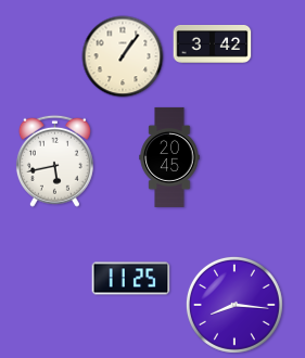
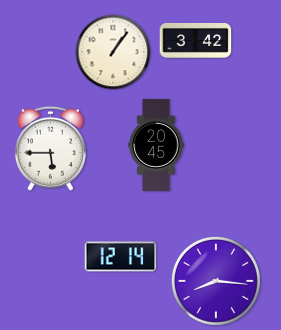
clock at (54, 161): 5:43 -> 5:45
clock at (131, 279): 11:25 -> 12:14
